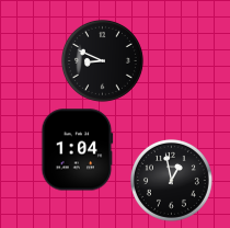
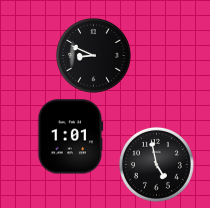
clock at (78, 150): 1:04 -> 1:01
clock at (171, 180): 12:58 -> 4:58
